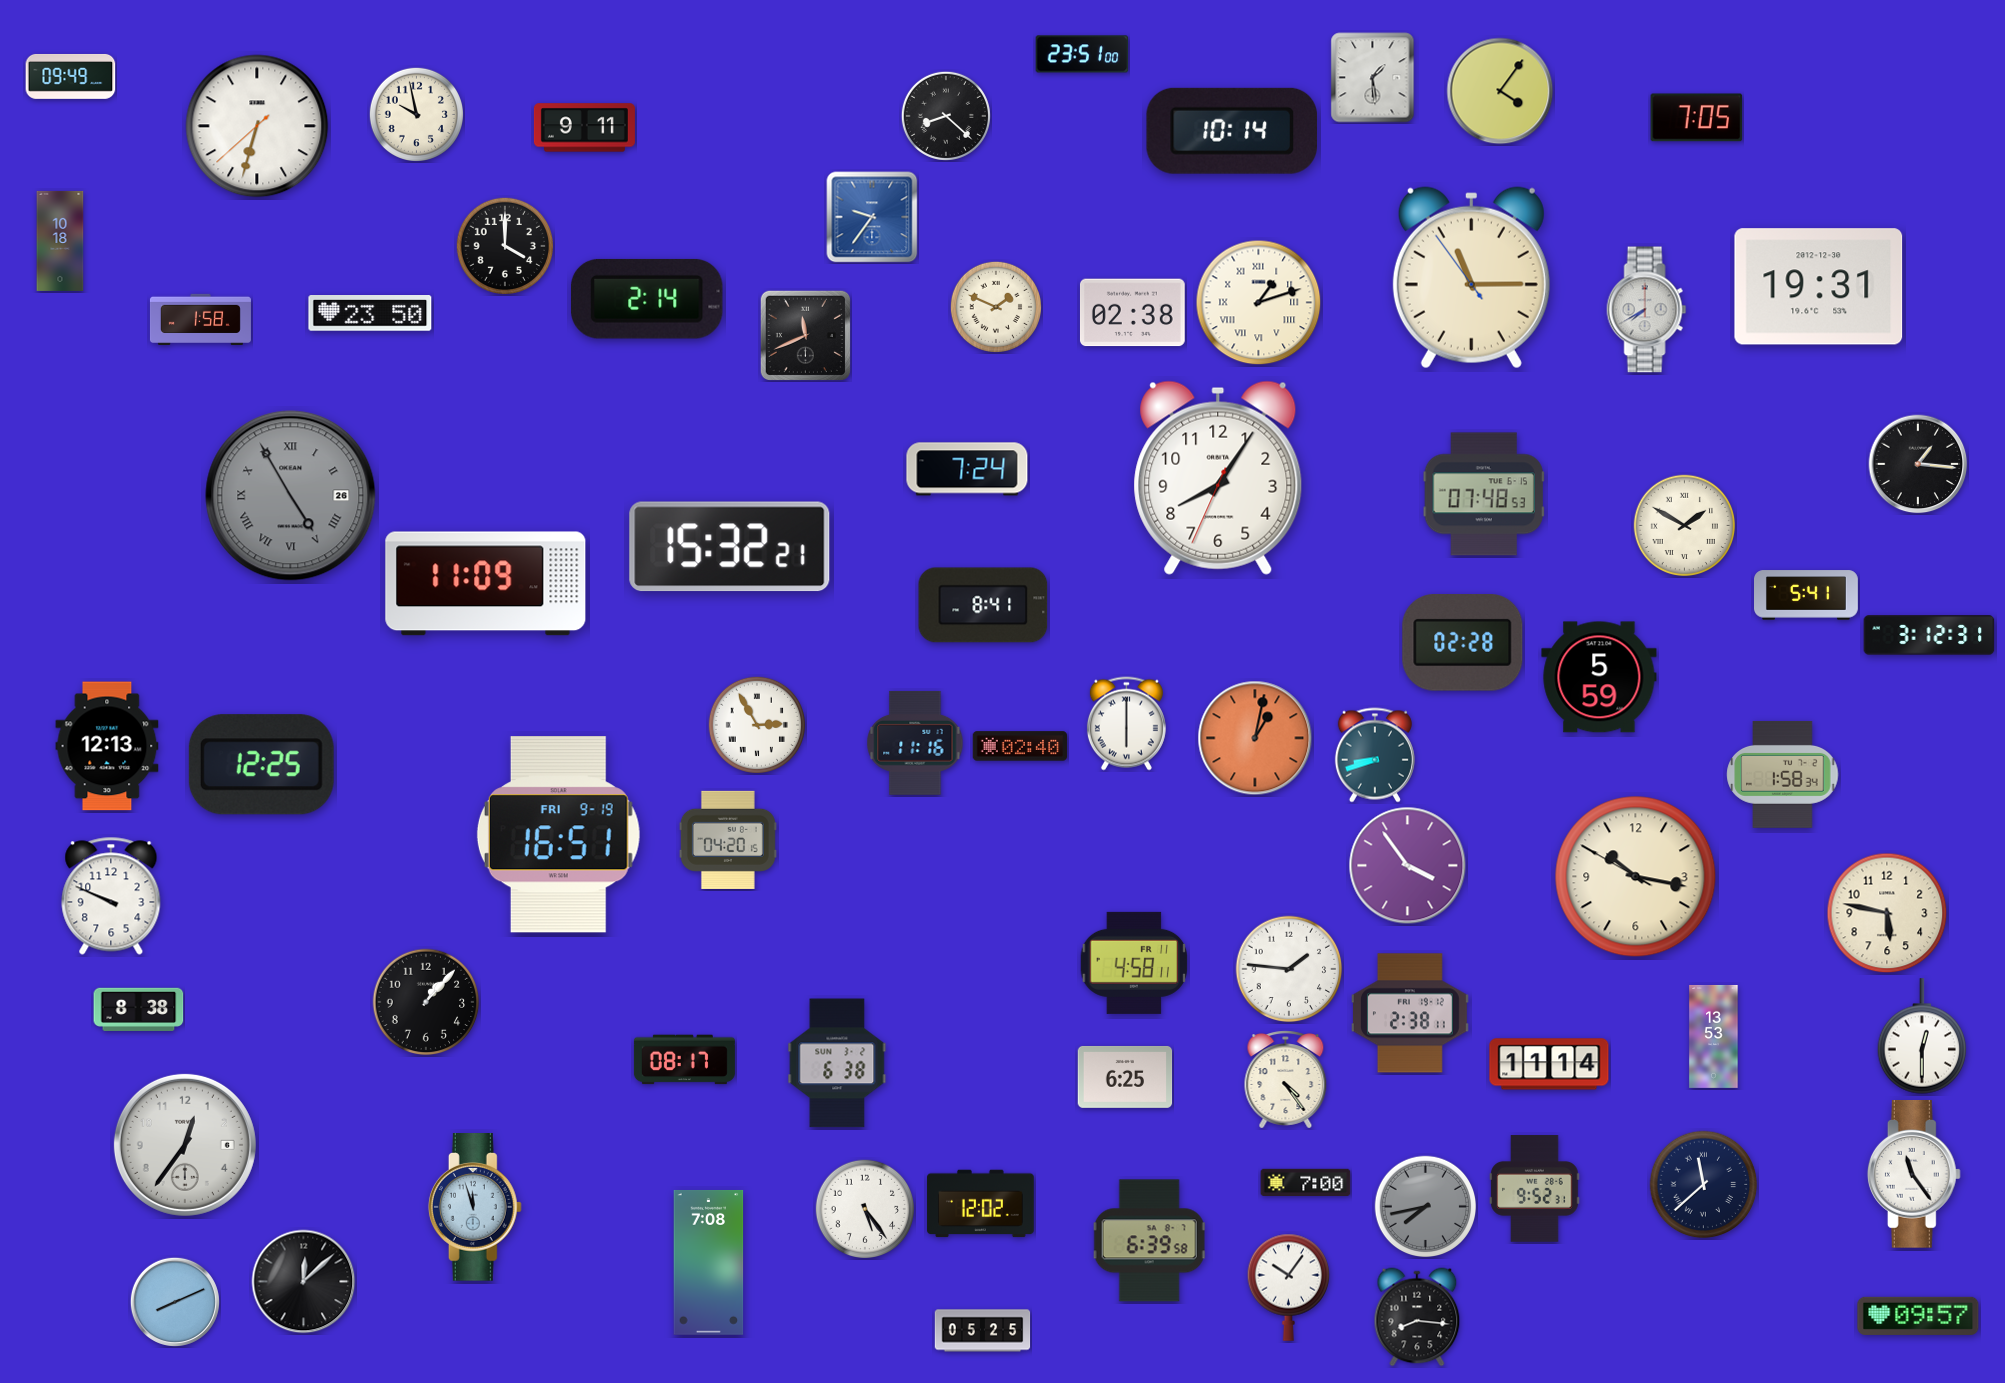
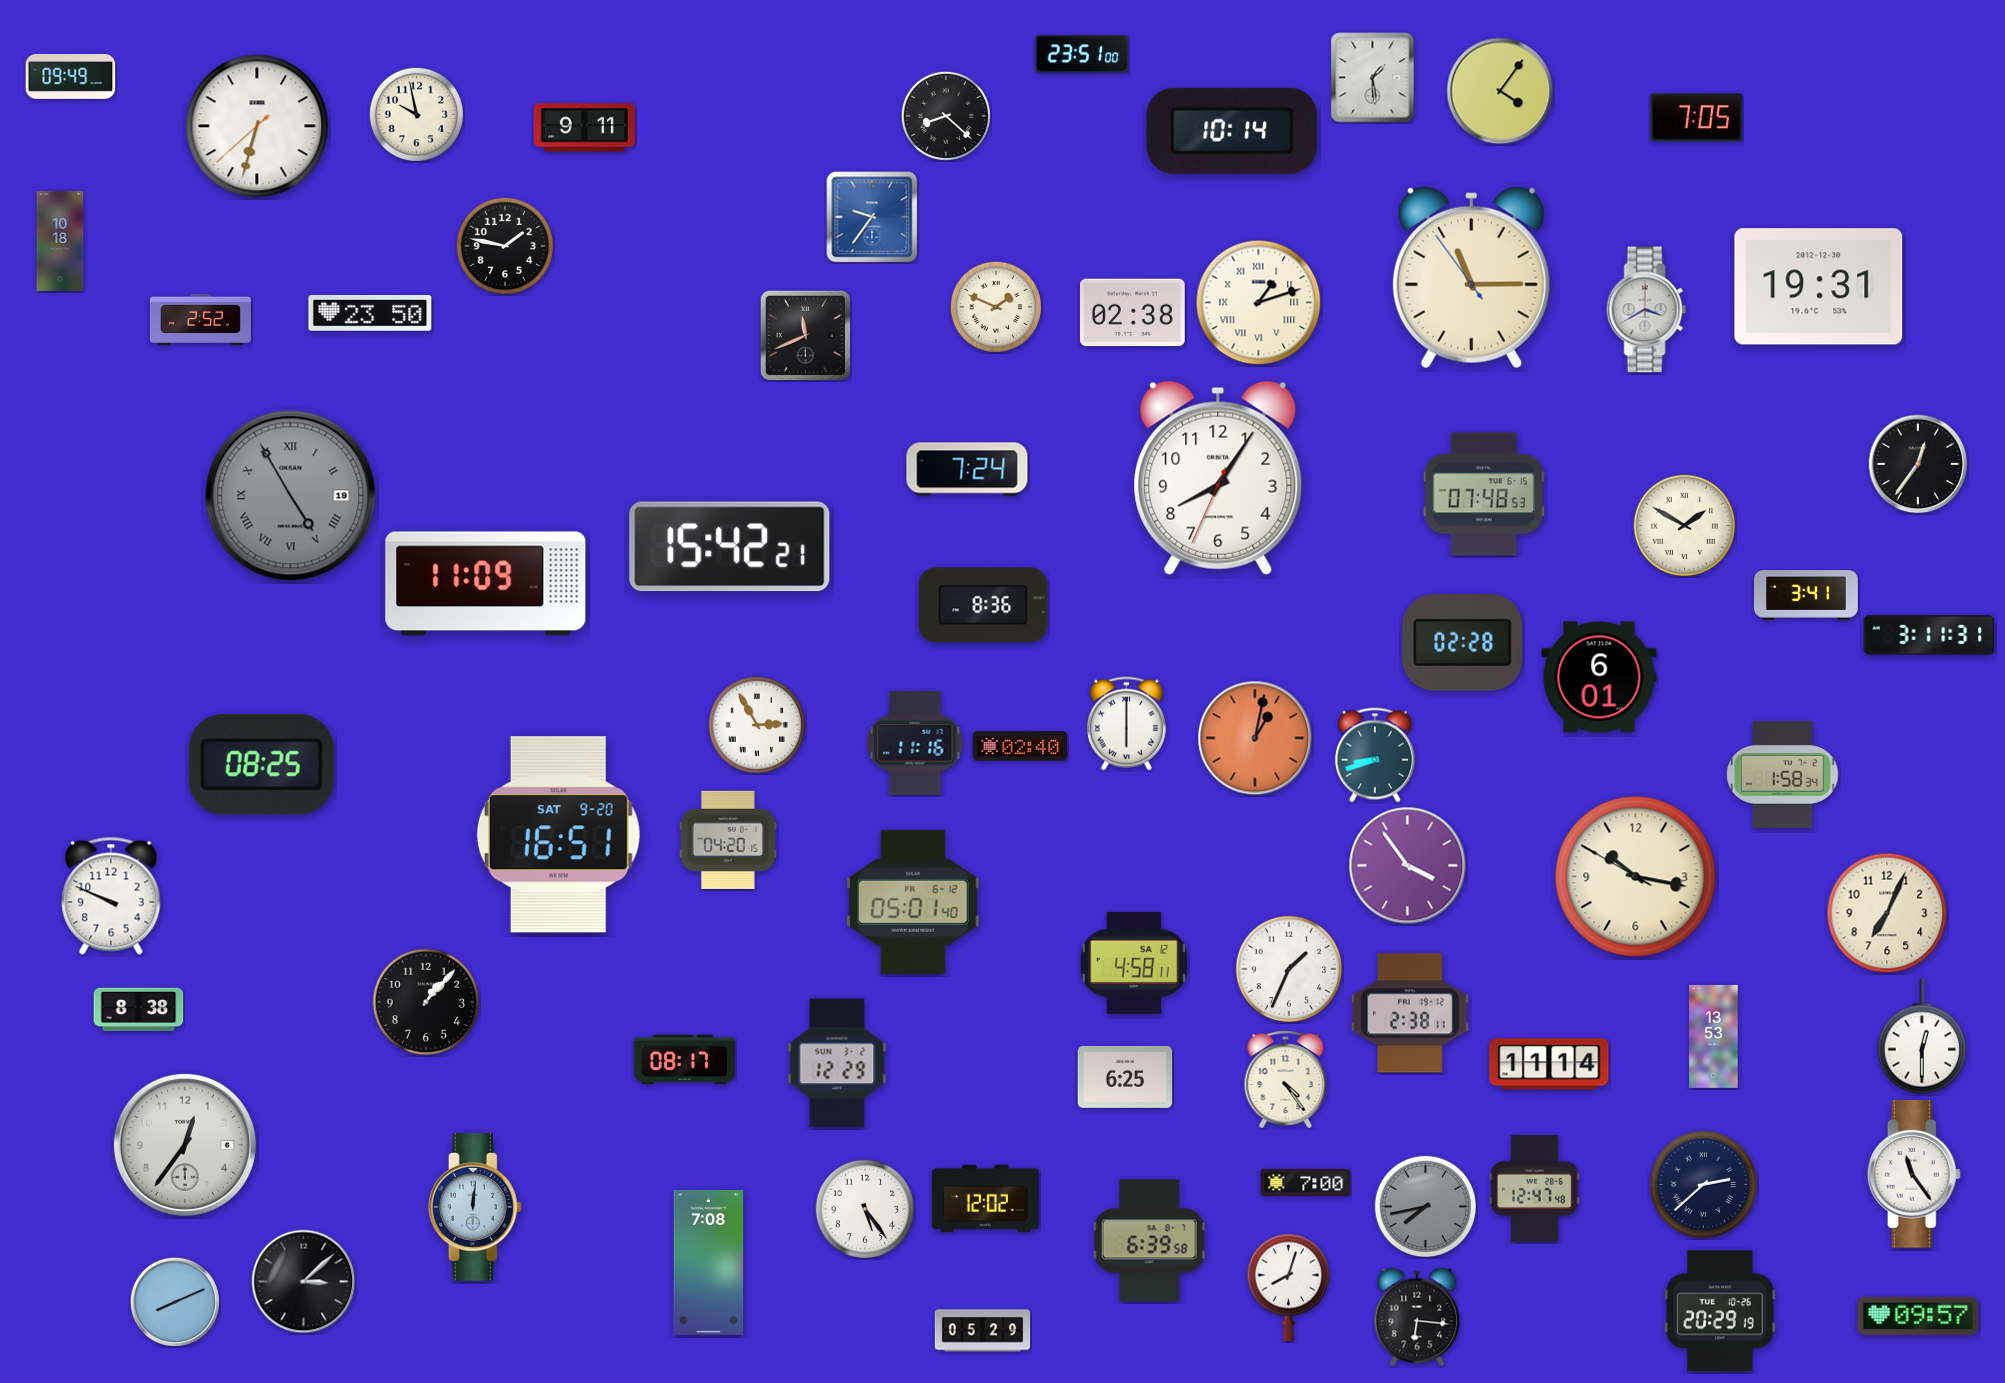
clock at (504, 245): 4:00 -> 1:47
clock at (647, 299): 2:14 -> none
clock at (1647, 310): 7:40 -> 3:40
clock at (200, 319): 1:58 -> 2:52
clock at (1918, 464): 1:16 -> 12:36
clock at (291, 496) date: 26 -> 19
clock at (730, 547): 15:32 -> 15:42
clock at (1807, 595): 5:41 -> 3:41
clock at (983, 605): 8:41 -> 8:36
clock at (1929, 635): 3:12 -> 3:11
clock at (1599, 677): 5:59 -> 6:01
clock at (107, 746): 12:13 -> none
clock at (261, 765): 12:25 -> 08:25
clock at (558, 835) date: FRI 9-19 -> SAT 9-20
clock at (914, 902): none -> 05:01
clock at (1887, 913): 5:47 -> 7:04
clock at (1134, 963) date: FR 11 -> SA 12
clock at (1289, 969): 1:46 -> 1:34
clock at (837, 1063): 6:38 -> 12:29
clock at (1704, 1185): 11:38 -> 2:38
clock at (1535, 1189): 9:52 -> 12:47
clock at (981, 1204) position: (981, 1204) -> (986, 1199)
clock at (475, 1207): 11:57 -> 12:01
clock at (304, 1282): 12:08 -> 3:08
clock at (1289, 1287): 10:06 -> 8:03
clock at (1721, 1311): none -> 20:29
clock at (1417, 1317): 8:16 -> 6:16
clock at (983, 1331): 05:25 -> 05:29
